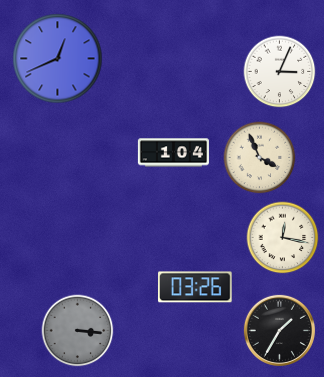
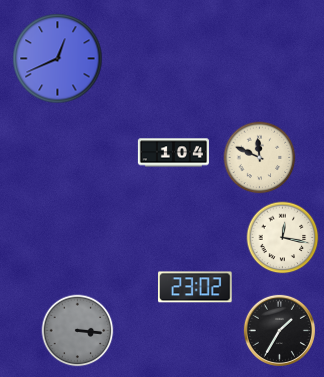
clock at (280, 72): 3:04 -> none
clock at (260, 158): 3:56 -> 11:49
clock at (196, 287): 03:26 -> 23:02
